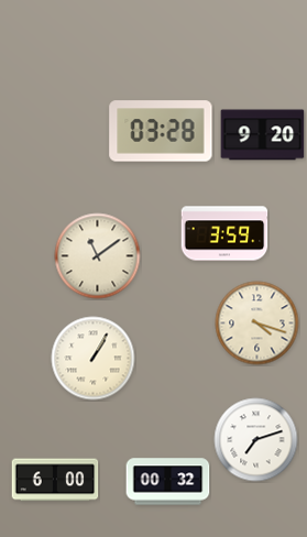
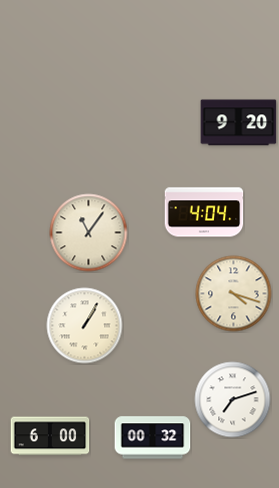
clock at (161, 131): 03:28 -> none
clock at (224, 233): 3:59 -> 4:04
clock at (98, 256): 11:09 -> 11:06
